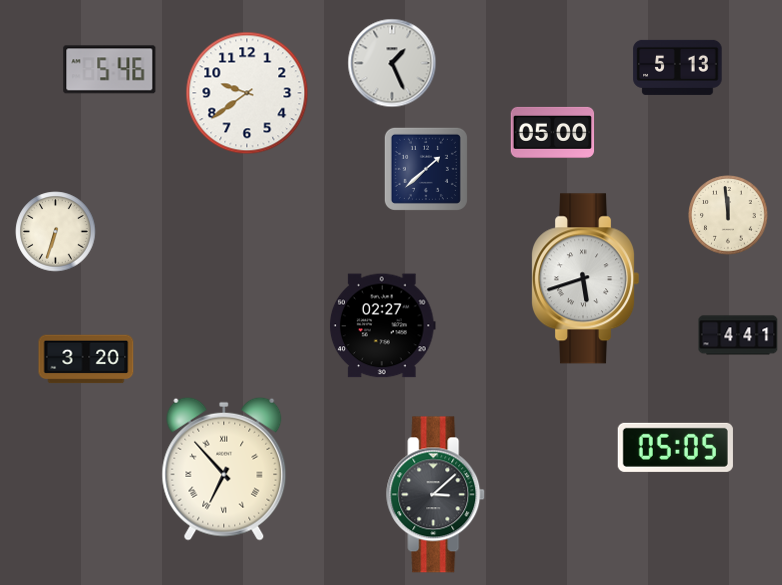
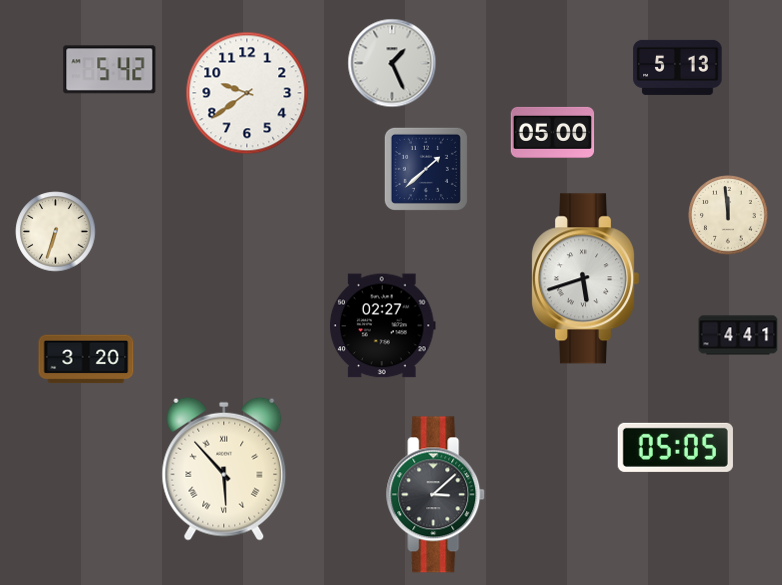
clock at (110, 70): 5:46 -> 5:42
clock at (224, 469): 6:53 -> 5:53
